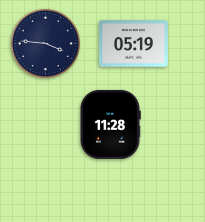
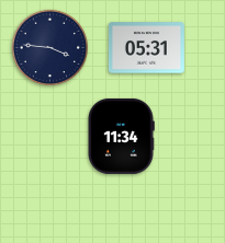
clock at (133, 44): 05:19 -> 05:31
clock at (110, 124): 11:28 -> 11:34
